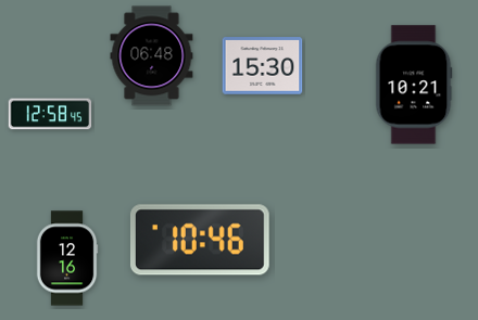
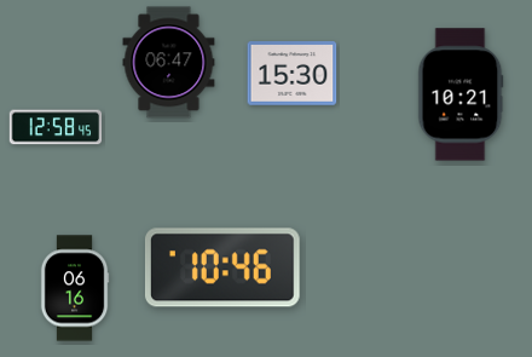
clock at (152, 56): 06:48 -> 06:47
clock at (67, 258): 12:16 -> 06:16
